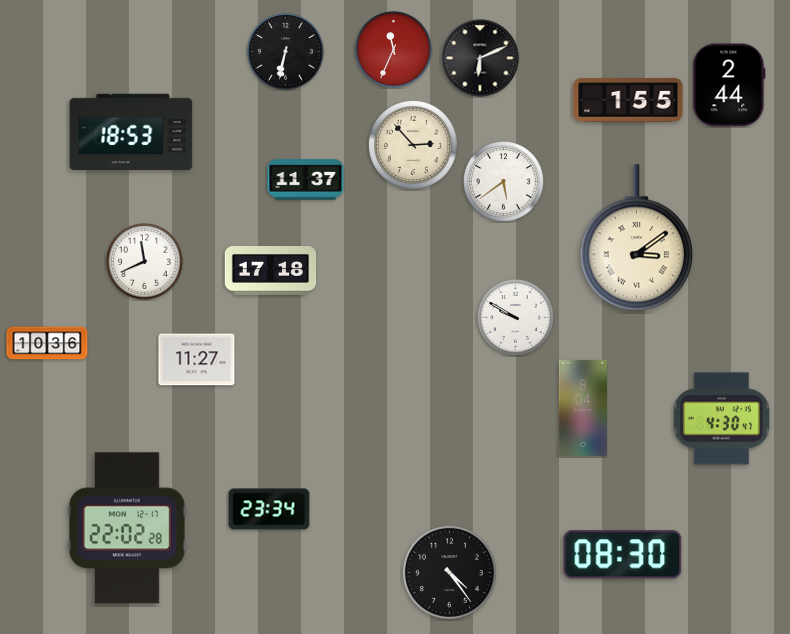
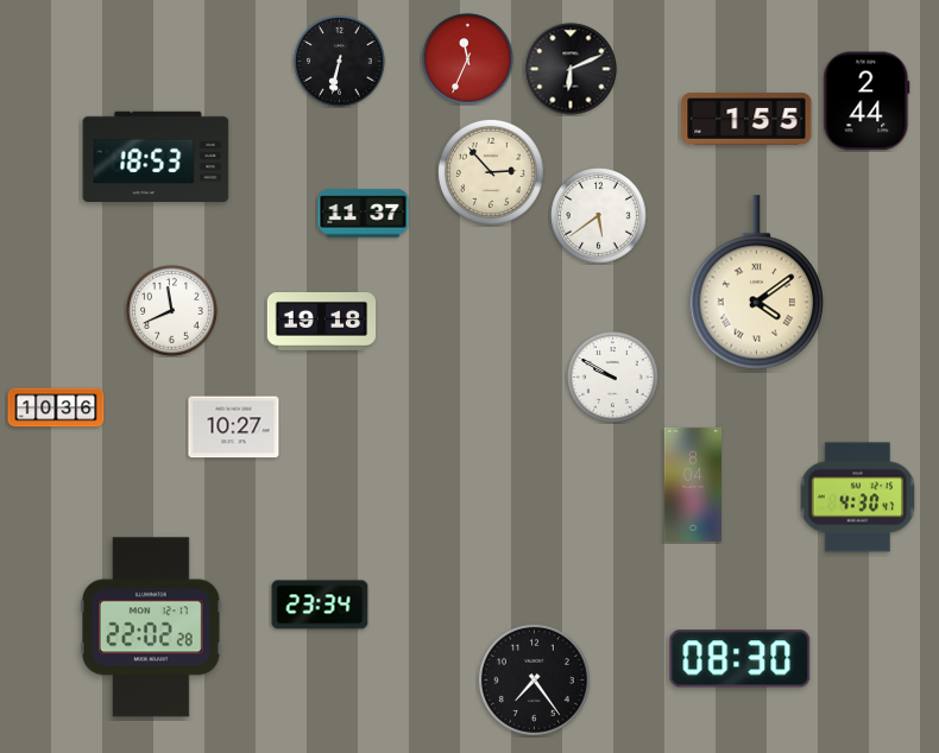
clock at (636, 238): 3:09 -> 4:09
clock at (271, 271): 17:18 -> 19:18
clock at (197, 360): 11:27 -> 10:27
clock at (449, 572): 4:24 -> 7:24
